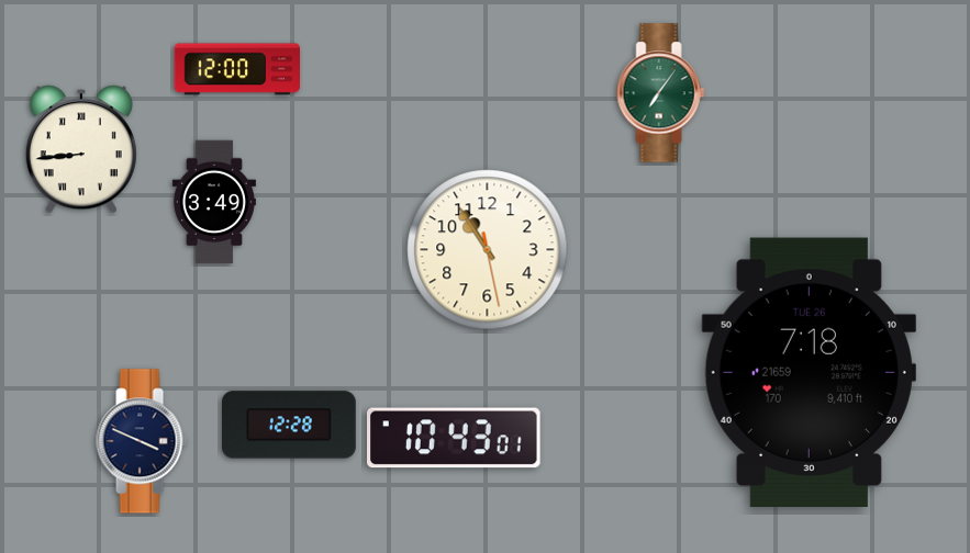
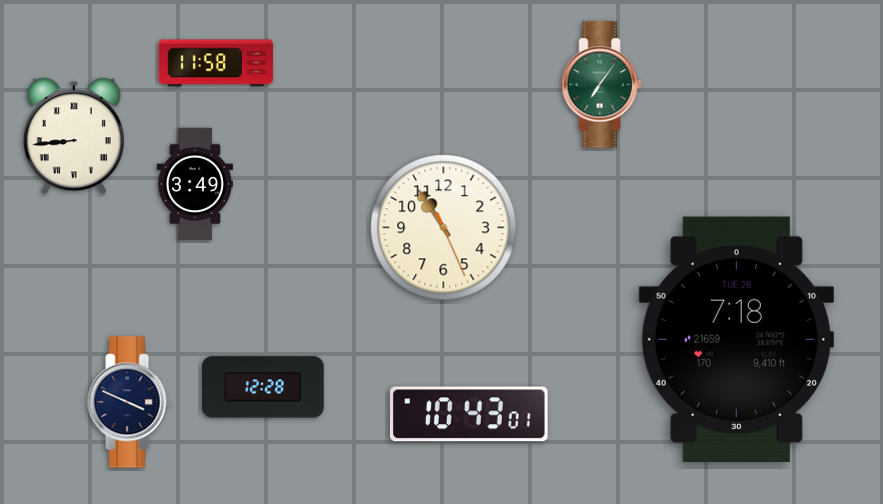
clock at (236, 69): 12:00 -> 11:58
clock at (488, 250): 10:54:28 -> 10:54:26
clock at (455, 438) position: (455, 438) -> (470, 414)
